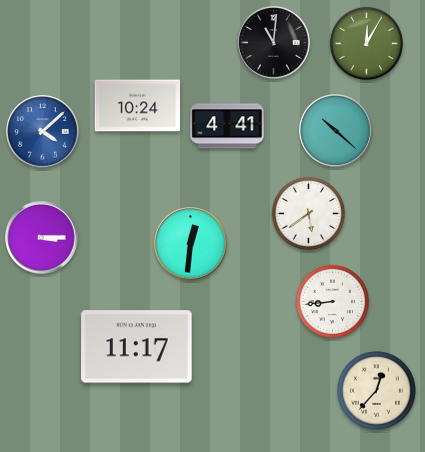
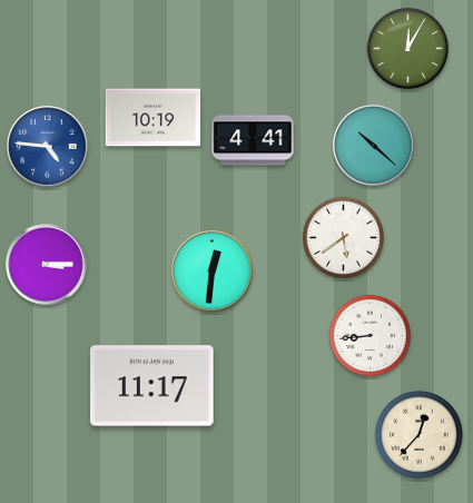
clock at (274, 43): 11:01 -> none
clock at (138, 106): 10:24 -> 10:19
clock at (43, 132): 4:08 -> 4:46
